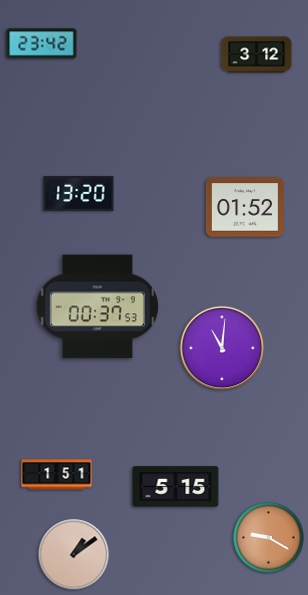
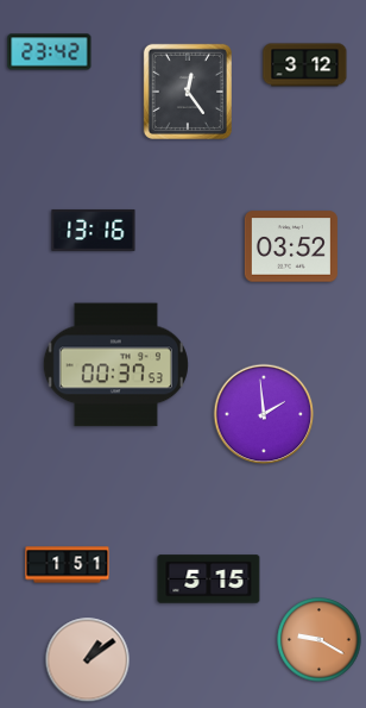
clock at (188, 92): none -> 12:24
clock at (79, 193): 13:20 -> 13:16
clock at (245, 207): 01:52 -> 03:52
clock at (222, 348): 11:01 -> 1:59
